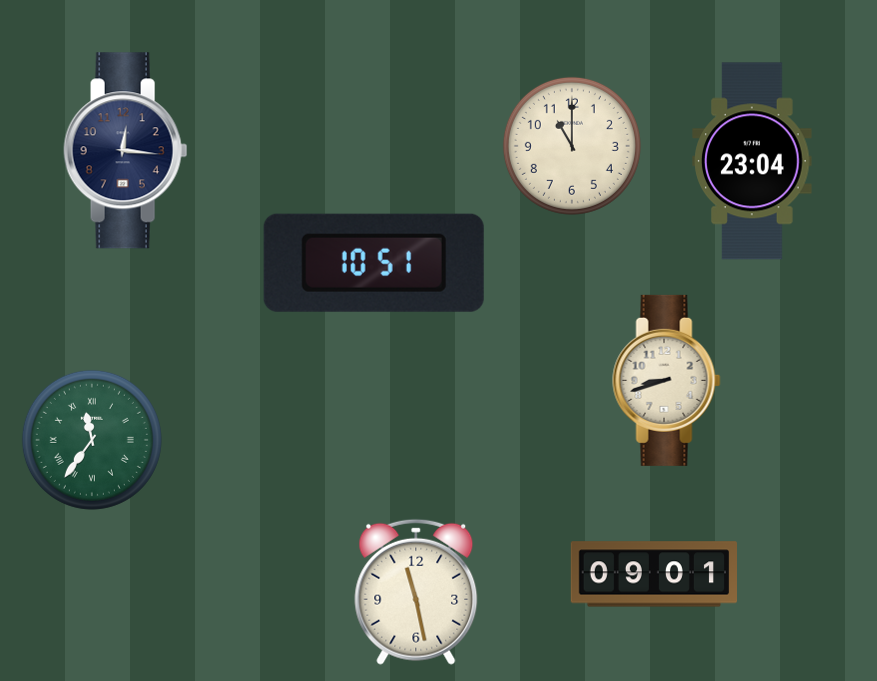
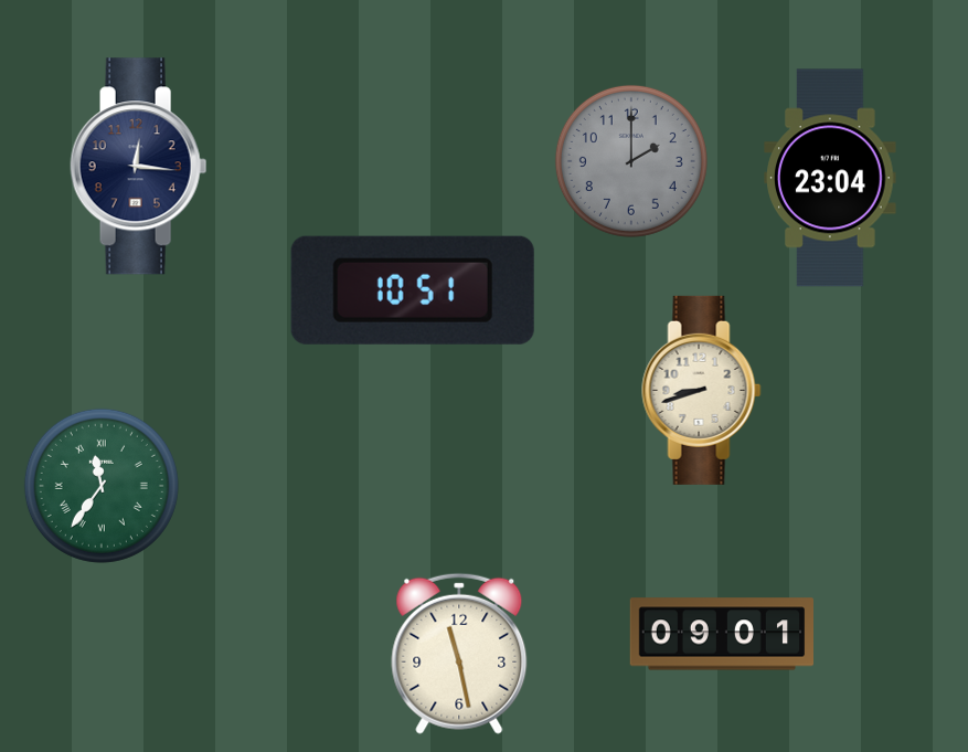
clock at (572, 146): 11:00 -> 2:00
clock at (572, 146) dial: cream -> grey
clock at (667, 380) position: (667, 380) -> (702, 390)
